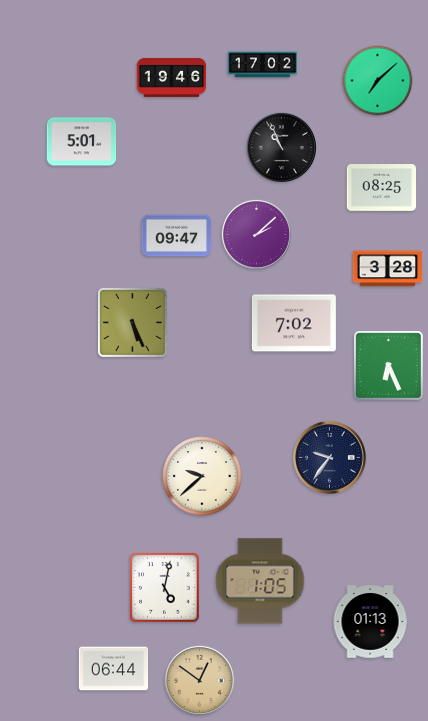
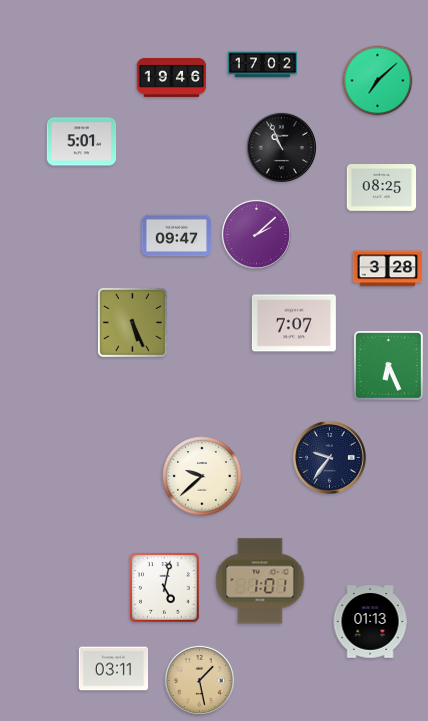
clock at (294, 323): 7:02 -> 7:07
clock at (260, 581): 1:05 -> 1:01
clock at (114, 669): 06:44 -> 03:11
clock at (199, 680): 12:51 -> 1:28
